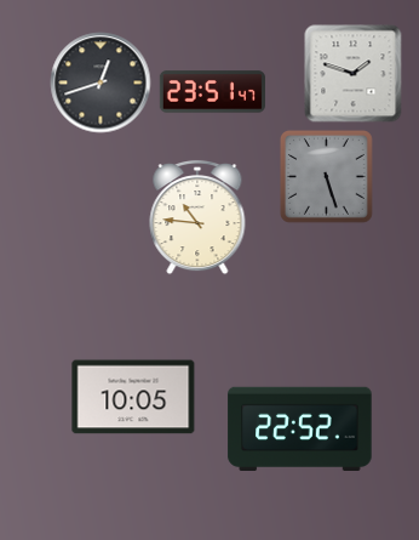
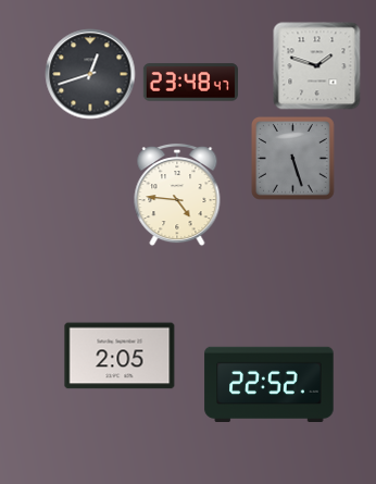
clock at (212, 92): 23:51 -> 23:48
clock at (197, 217): 10:46 -> 4:46
clock at (133, 397): 10:05 -> 2:05
